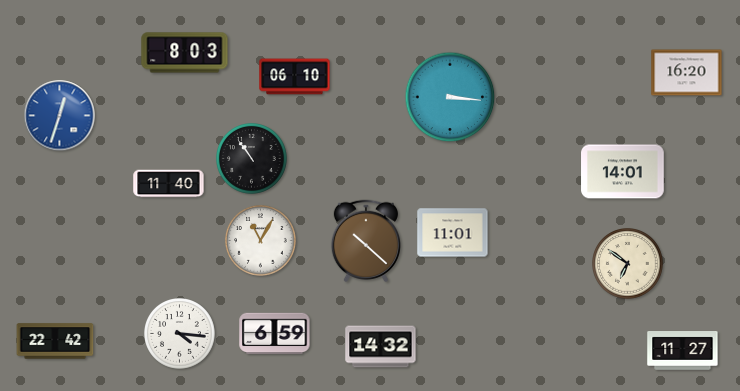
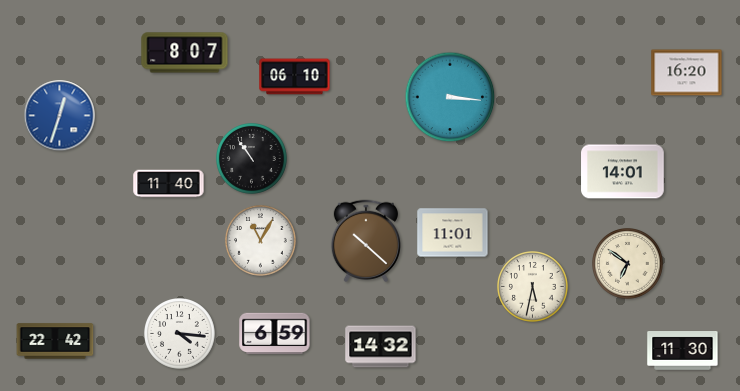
clock at (185, 53): 8:03 -> 8:07
clock at (533, 287): none -> 5:32
clock at (683, 351): 11:27 -> 11:30
